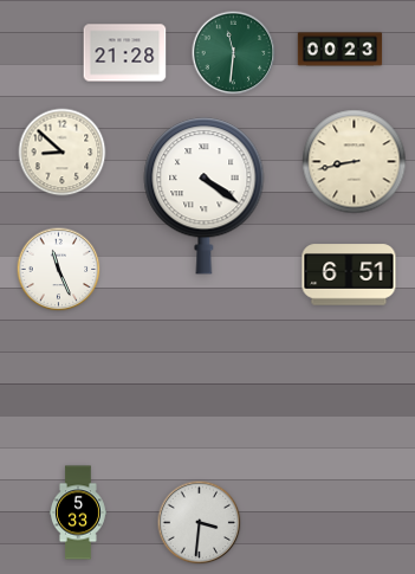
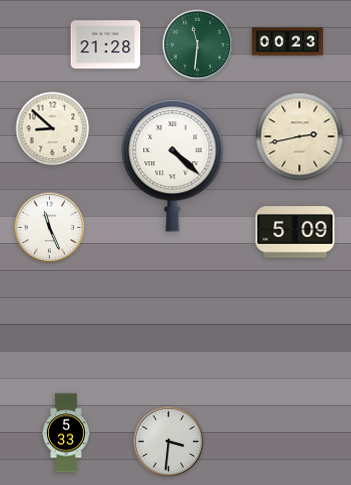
clock at (355, 162): 8:43 -> 2:43
clock at (205, 196): 4:21 -> 4:22
clock at (349, 275): 6:51 -> 5:09
